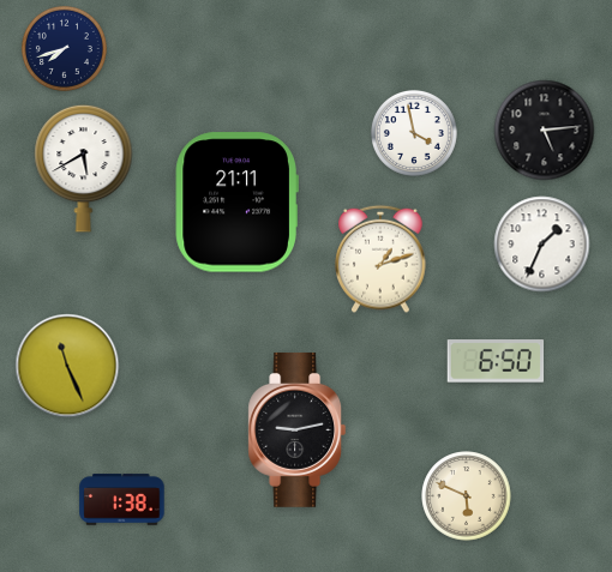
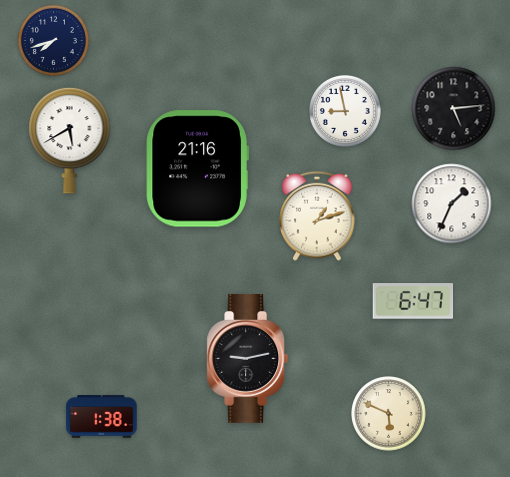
clock at (414, 133): 3:58 -> 8:58
clock at (236, 203): 21:11 -> 21:16
clock at (496, 361): 6:50 -> 6:47
clock at (67, 366): 11:26 -> none
